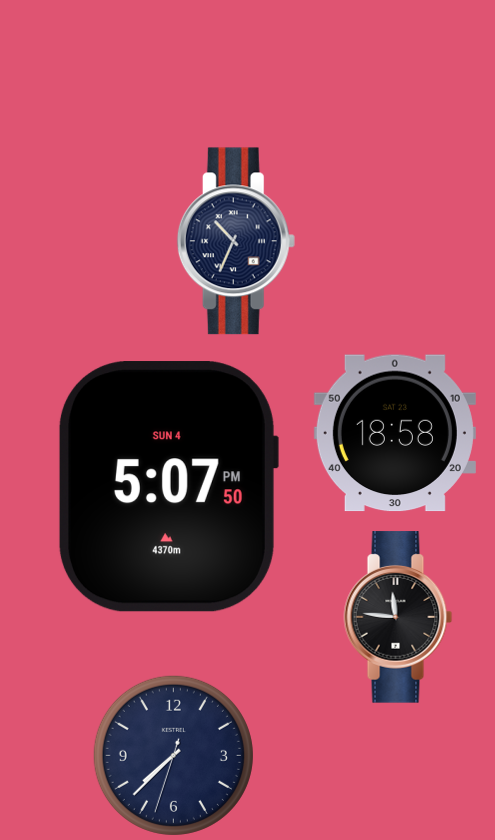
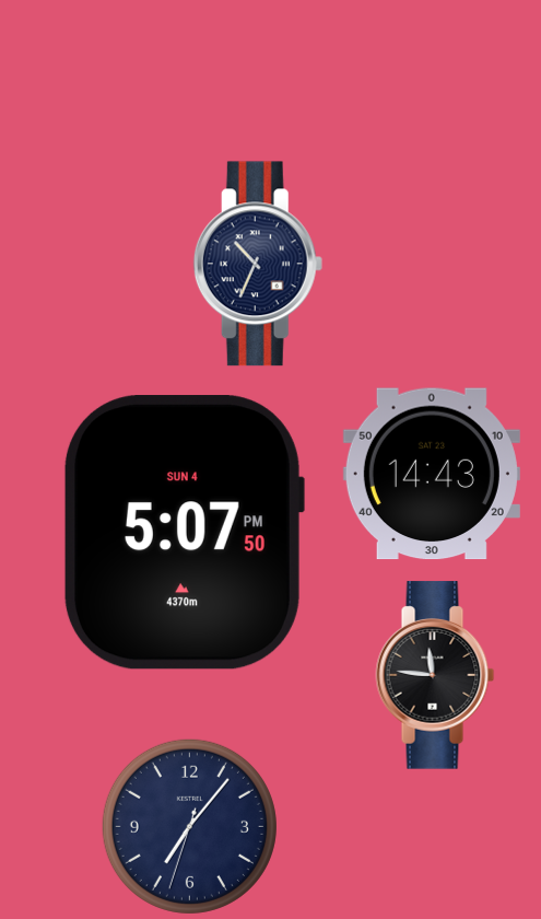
clock at (395, 433): 18:58 -> 14:43
clock at (173, 755): 7:37 -> 7:06
